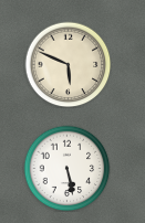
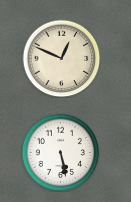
clock at (68, 64): 5:49 -> 12:49
